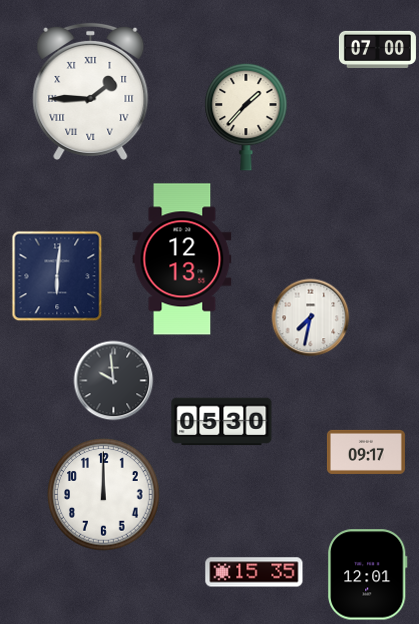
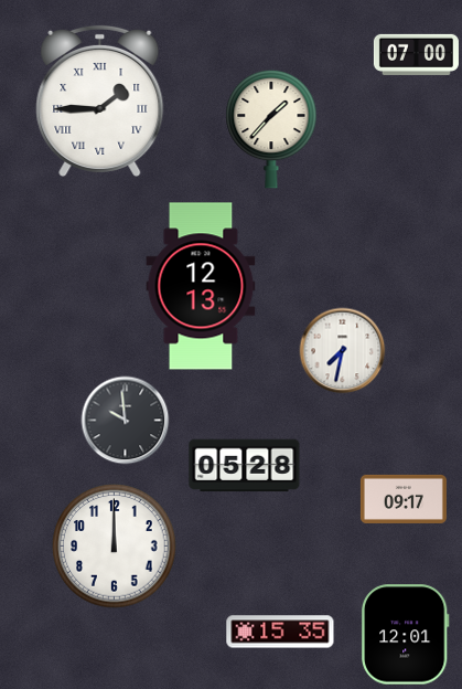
clock at (57, 276): 6:01 -> none
clock at (222, 422): 05:30 -> 05:28
